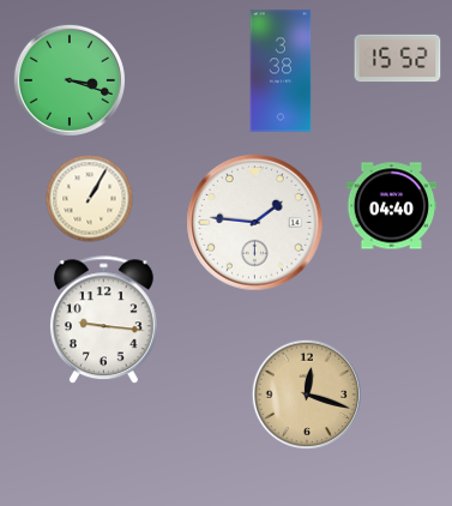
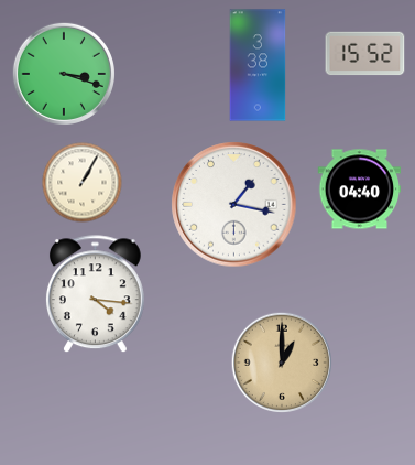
clock at (255, 223): 1:46 -> 1:17
clock at (103, 320): 9:16 -> 4:16
clock at (306, 393): 12:18 -> 1:00
